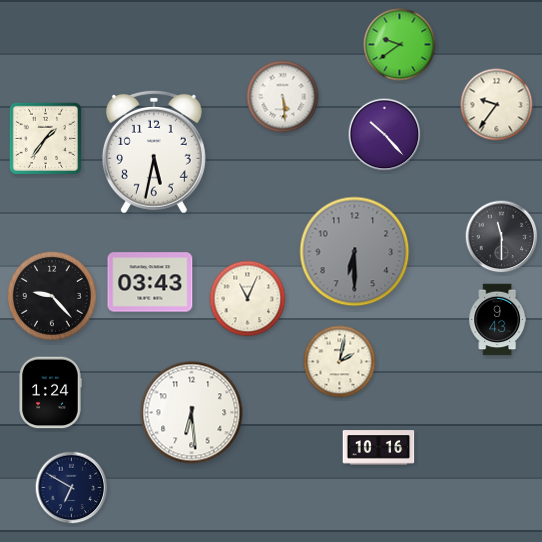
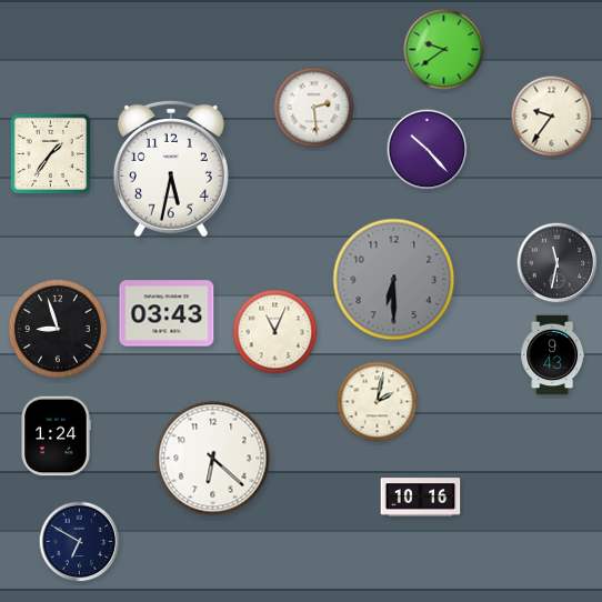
clock at (283, 97): 5:29 -> 2:29
clock at (502, 237): 11:30 -> 11:32
clock at (52, 296): 9:23 -> 8:57
clock at (192, 413): 6:29 -> 6:22
